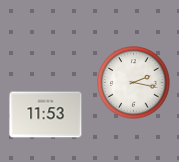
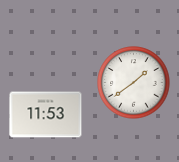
clock at (134, 83): 2:17 -> 1:39
